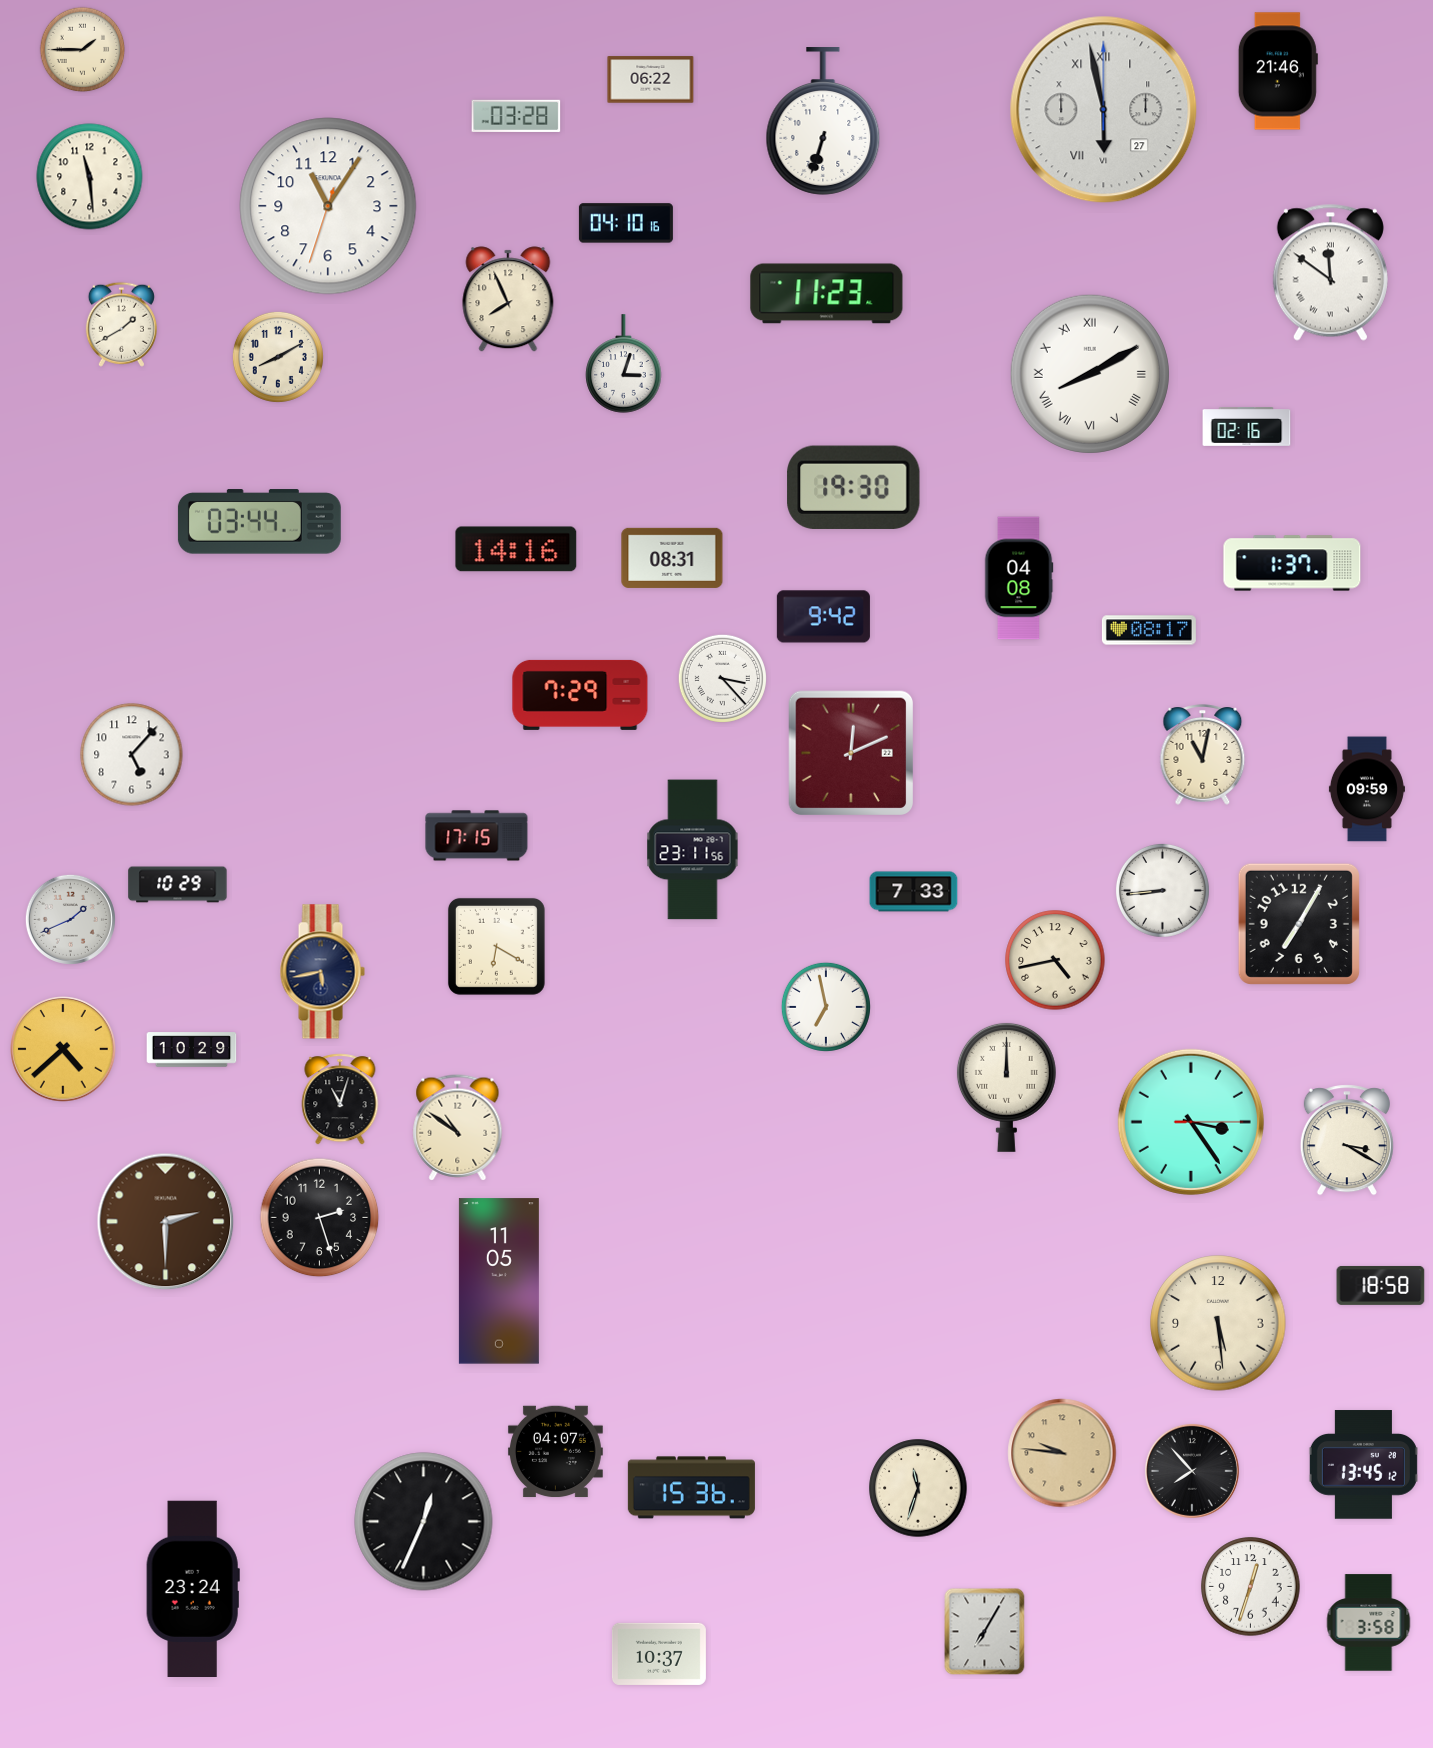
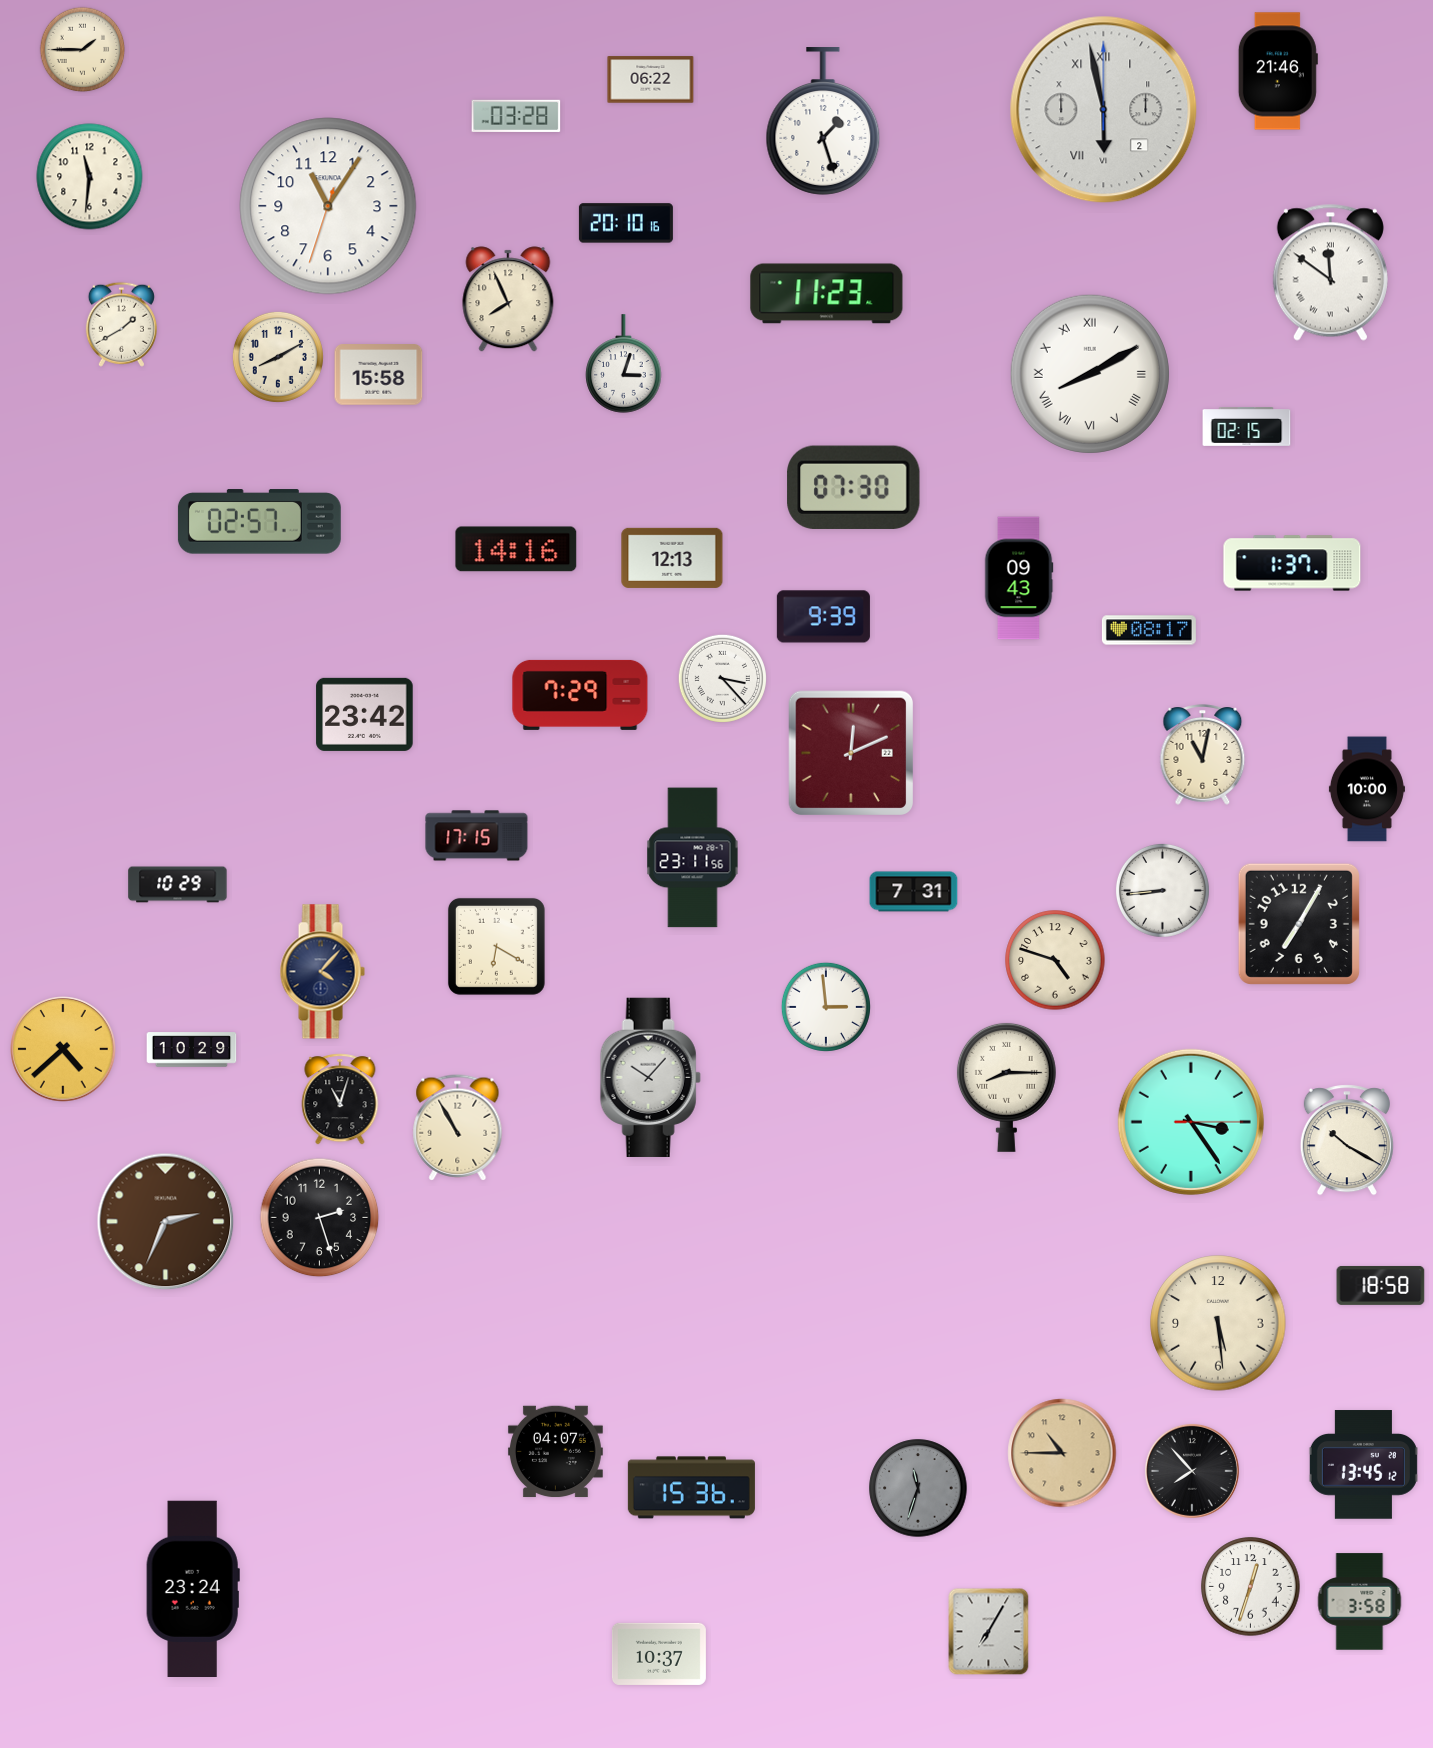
clock at (1104, 110) date: 27 -> 2
clock at (823, 121): 6:33 -> 1:27
clock at (90, 177): 11:29 -> 11:31
clock at (626, 223): 04:10 -> 20:10
clock at (379, 375): none -> 15:58
clock at (1247, 427): 02:16 -> 02:15
clock at (854, 487): 19:30 -> 07:30
clock at (259, 522): 03:44 -> 02:57
clock at (672, 558): 08:31 -> 12:13
clock at (1019, 578): 04:08 -> 09:43
clock at (823, 617): 9:42 -> 9:39
clock at (365, 714): none -> 23:42
clock at (132, 755): 5:07 -> none
clock at (1367, 789): 09:59 -> 10:00
clock at (693, 850) position: (693, 850) -> (693, 858)
clock at (914, 892): 7:33 -> 7:31
clock at (70, 919): 1:41 -> none
clock at (1055, 960): 4:43 -> 4:48
clock at (322, 972): 5:43 -> 4:07
clock at (826, 1007): 6:58 -> 2:59
clock at (650, 1077): none -> 10:07
clock at (1006, 1087): 12:00 -> 8:15
clock at (458, 1128): 10:51 -> 10:55
clock at (1347, 1140): 3:20 -> 10:20
clock at (166, 1222): 2:30 -> 2:34
clock at (499, 1281): 11:05 -> none
clock at (1062, 1453): 9:46 -> 10:45
clock at (918, 1488) dial: cream -> grey
clock at (424, 1522): 12:34 -> none
clock at (1369, 1623) position: (1369, 1623) -> (1360, 1602)
clock at (985, 1632) position: (985, 1632) -> (989, 1632)
